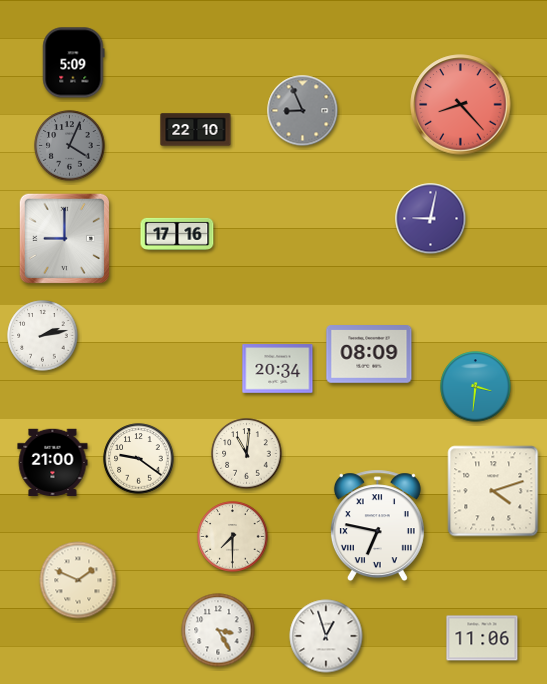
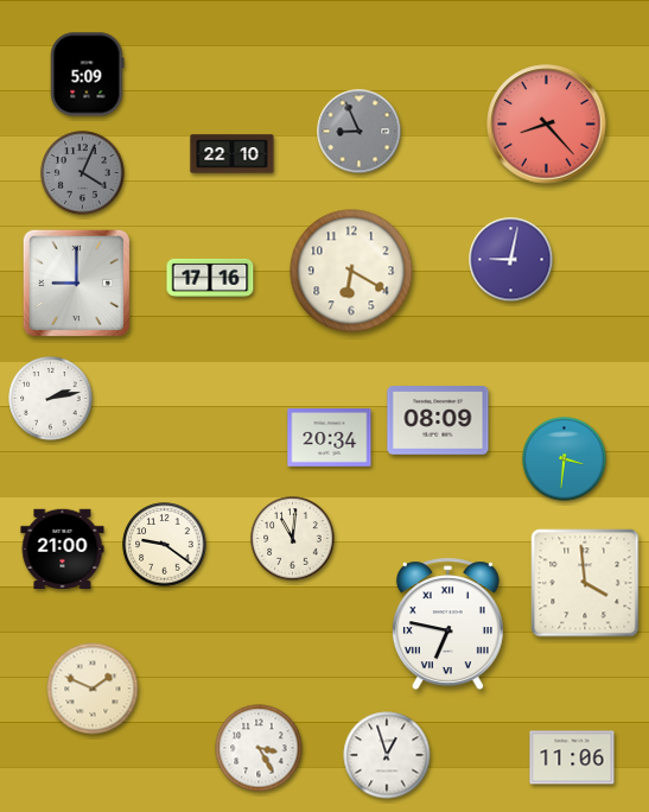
clock at (351, 271): none -> 6:20
clock at (493, 491): 4:12 -> 3:59
clock at (233, 537): 7:30 -> none
